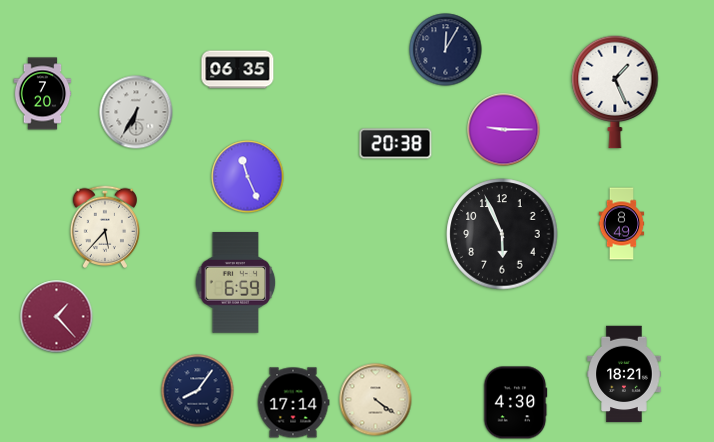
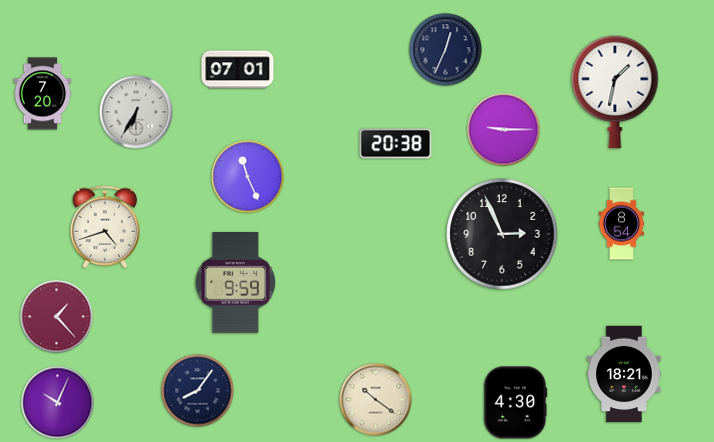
clock at (446, 50): 12:05 -> 12:34
clock at (238, 70): 06:35 -> 07:01
clock at (615, 92): 1:26 -> 1:32
clock at (622, 224): 8:49 -> 8:54
clock at (104, 227): 5:37 -> 4:42
clock at (502, 234): 5:56 -> 2:56
clock at (236, 283): 6:59 -> 9:59
clock at (376, 400): 4:21 -> 10:21
clock at (58, 403): none -> 10:04
clock at (293, 403): 17:14 -> none
